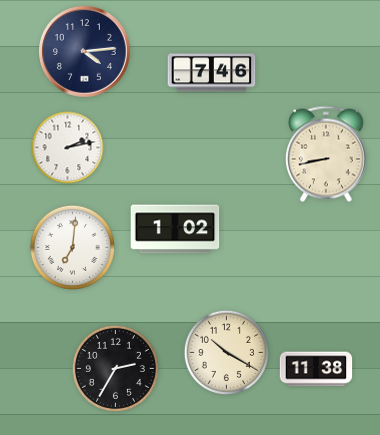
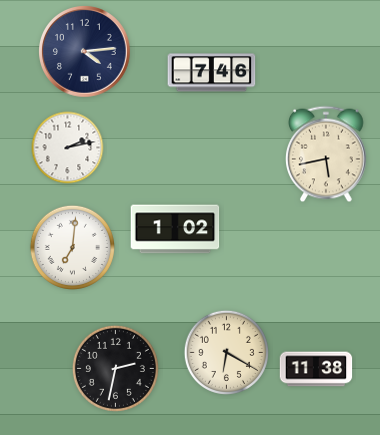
clock at (327, 154): 8:43 -> 5:43
clock at (226, 352): 10:20 -> 6:20
clock at (115, 368): 2:35 -> 2:32
